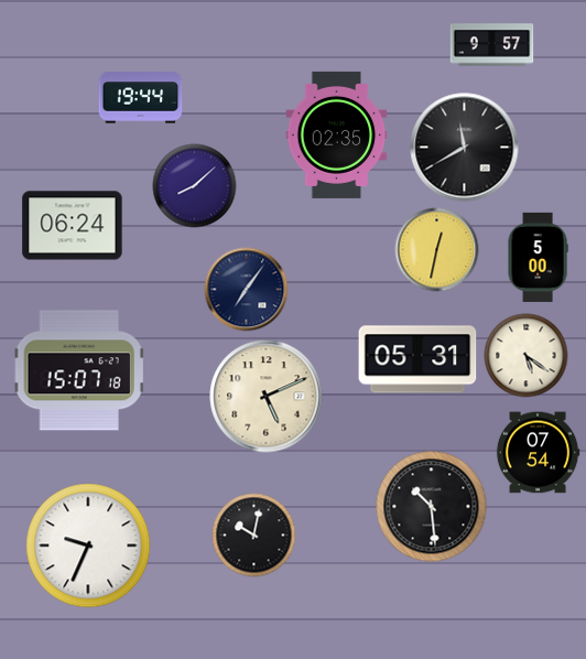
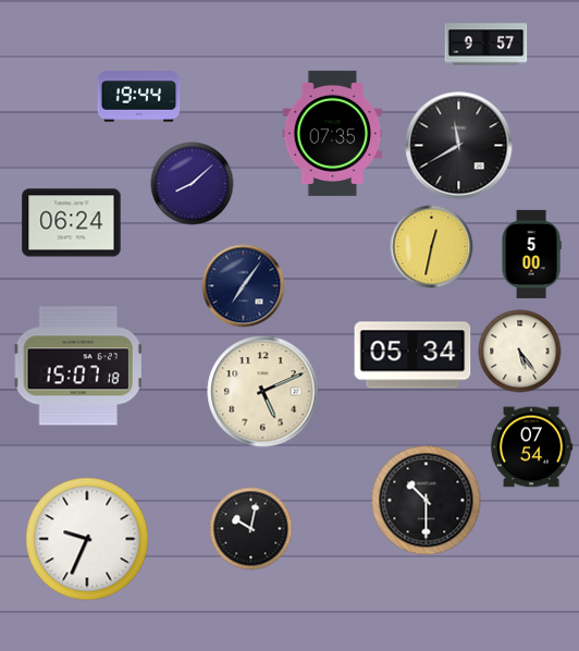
clock at (337, 134): 02:35 -> 07:35
clock at (527, 356): 5:21 -> 5:24
clock at (417, 359): 05:31 -> 05:34
clock at (432, 507): 10:29 -> 10:30
